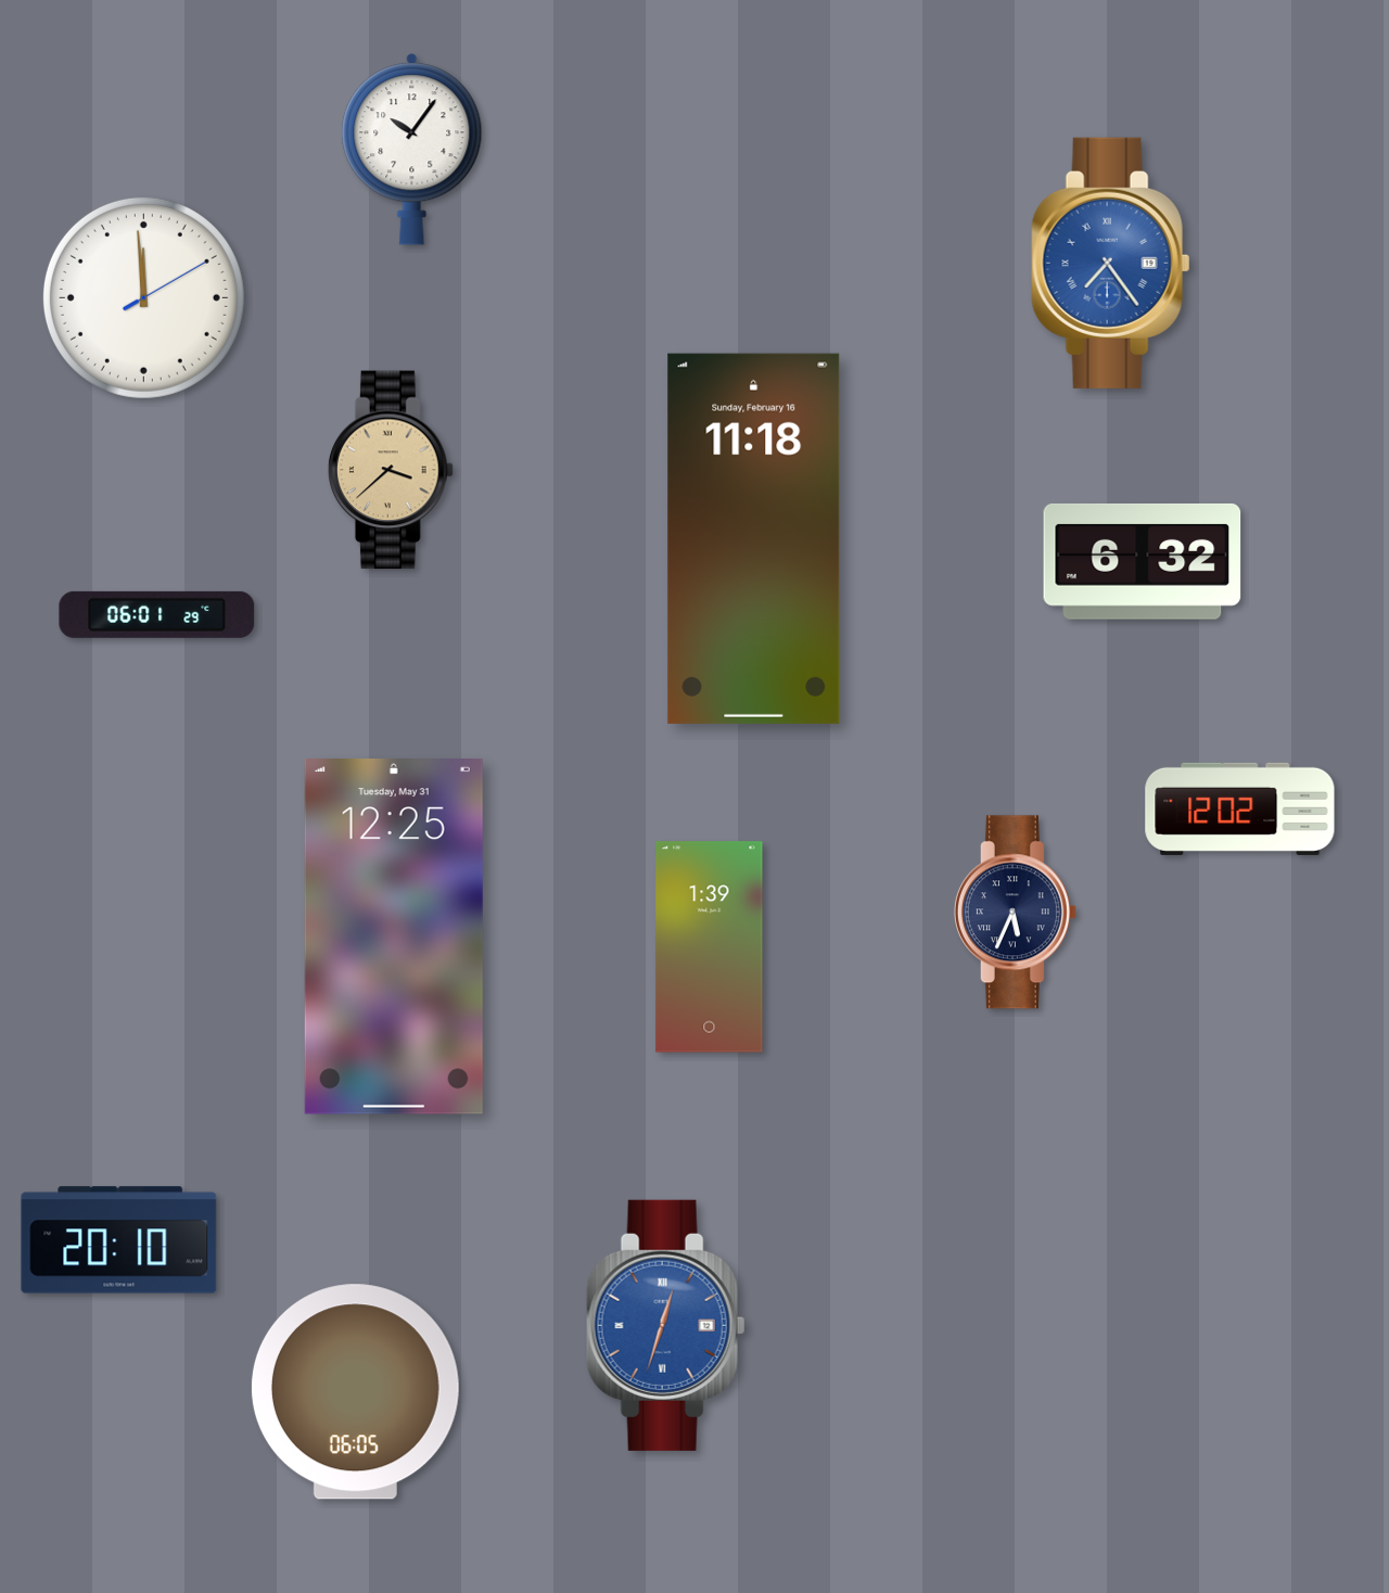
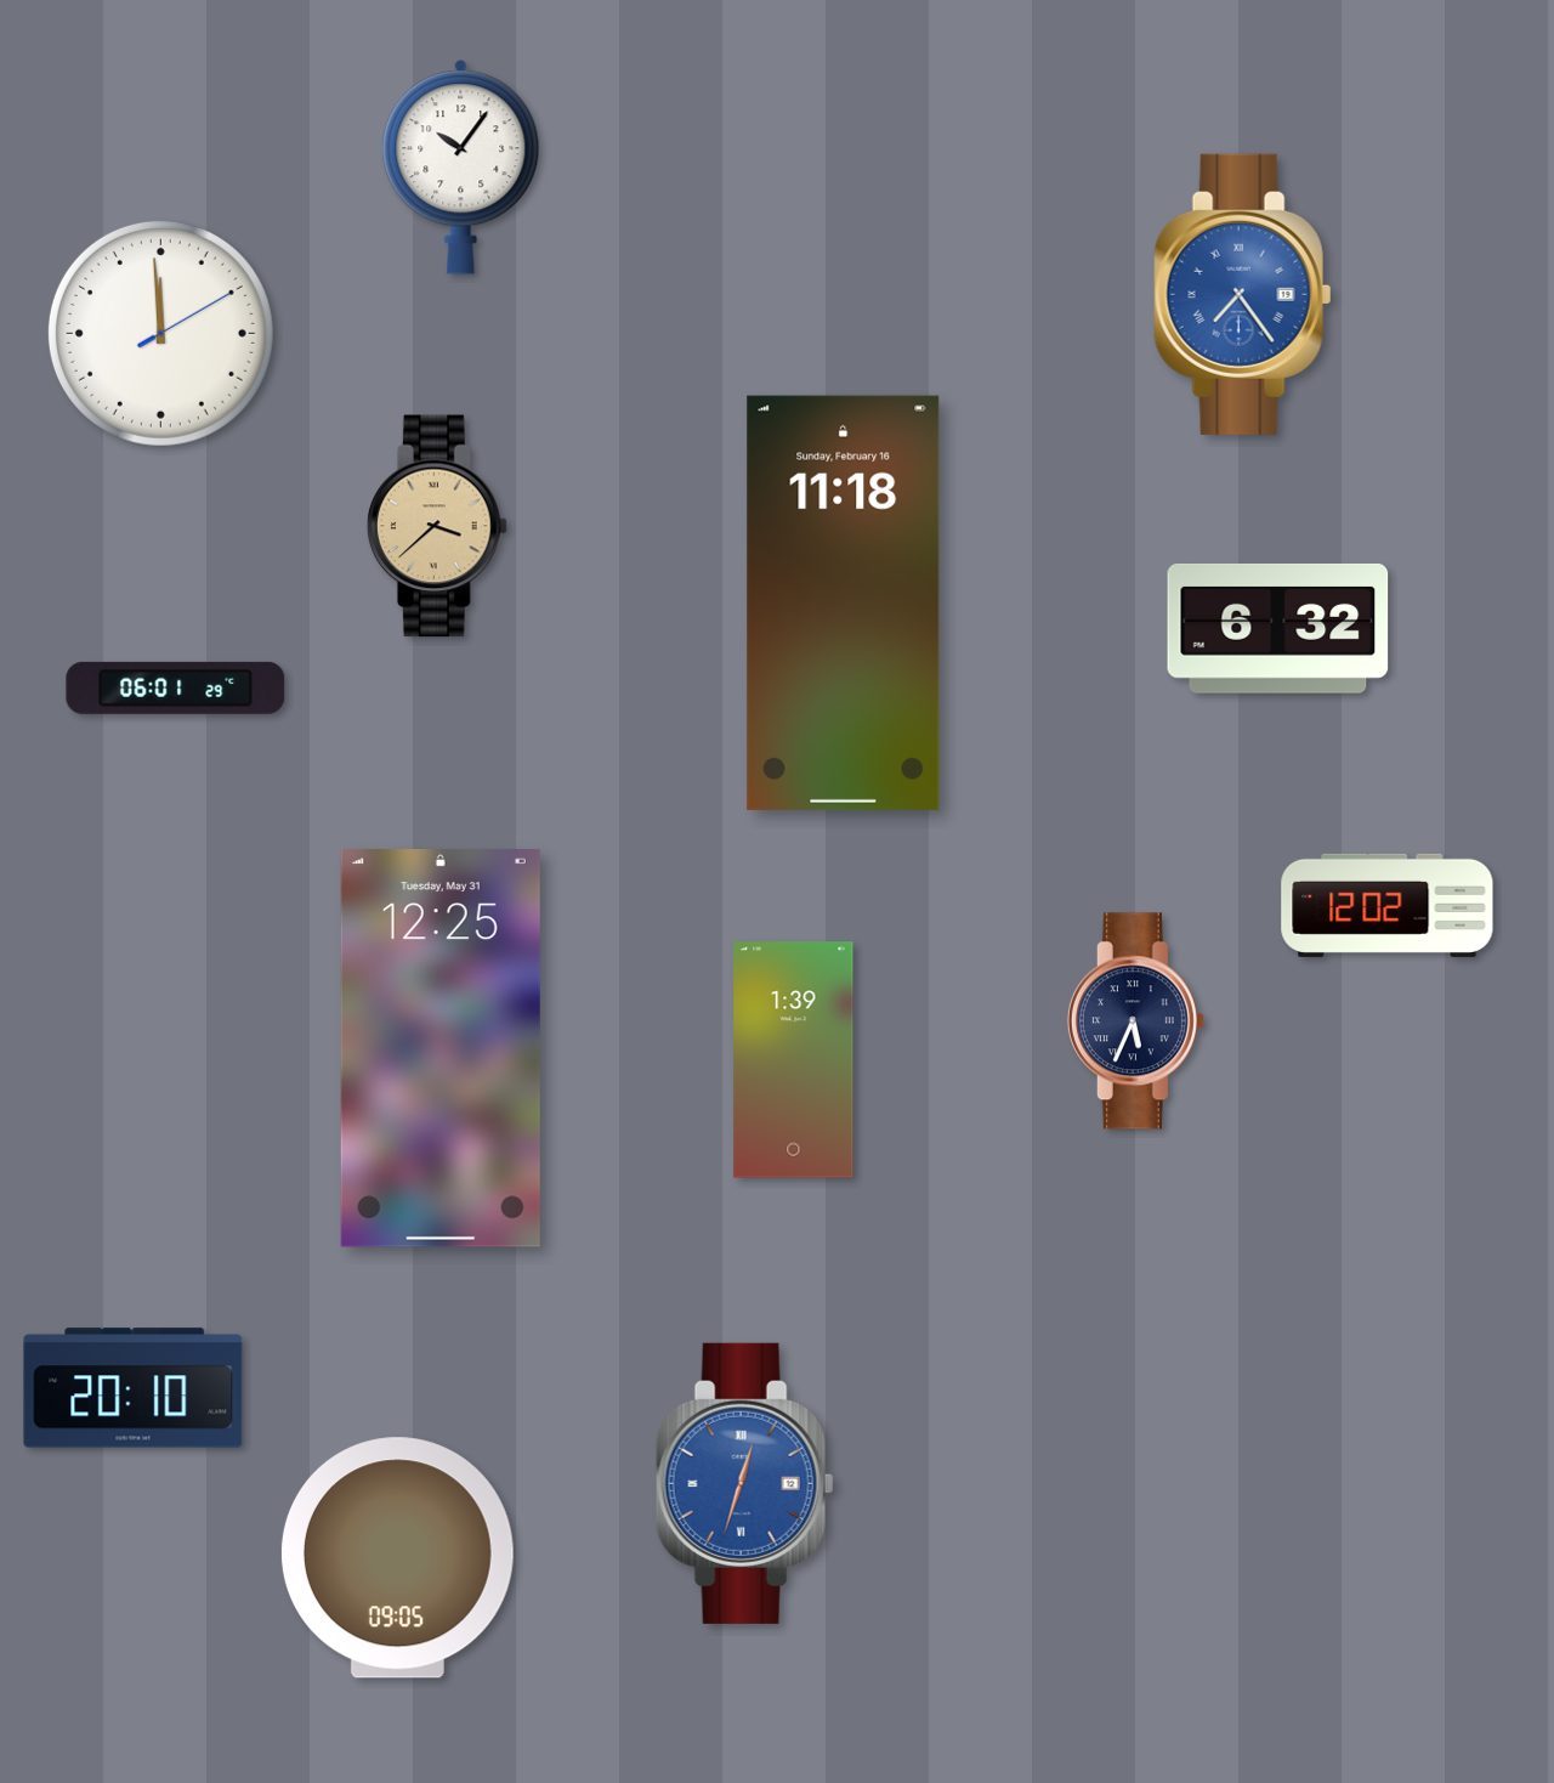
clock at (355, 1392): 06:05 -> 09:05
